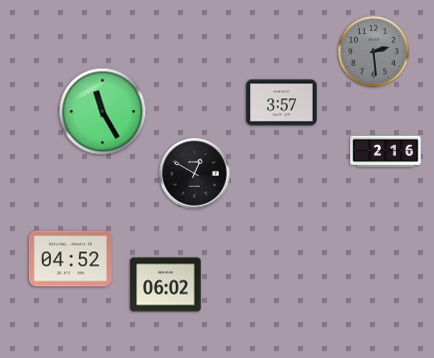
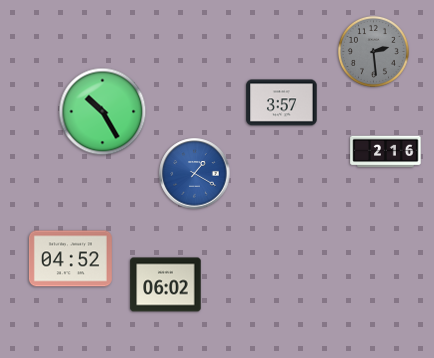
clock at (103, 112): 11:25 -> 10:25
clock at (195, 174): 12:50 -> 1:20
clock at (195, 174) dial: black -> blue
